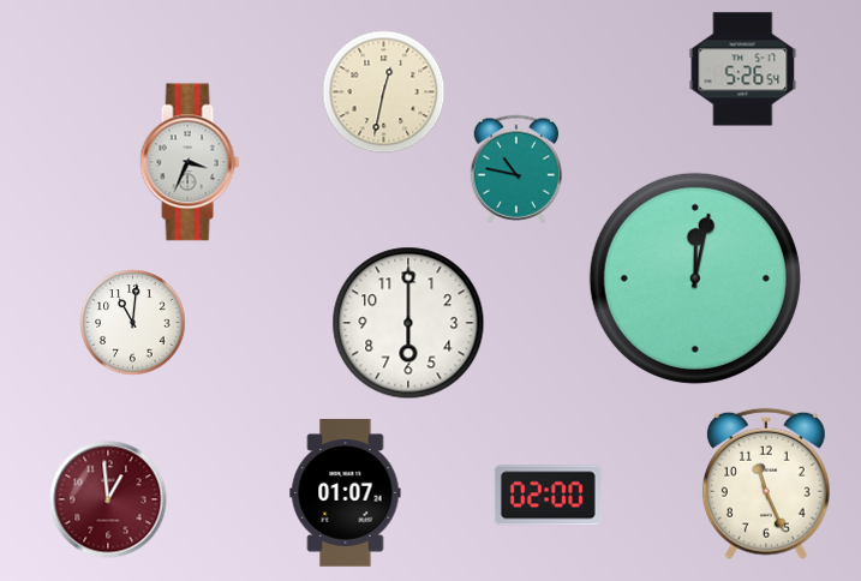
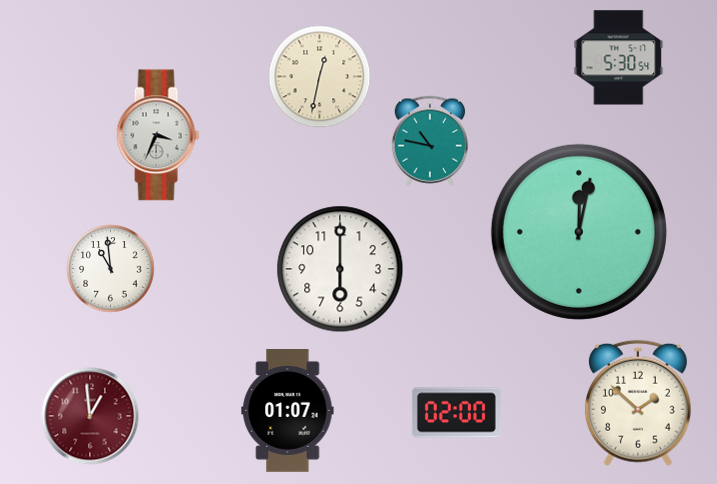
clock at (743, 70): 5:26 -> 5:30
clock at (133, 323): 11:01 -> 10:59
clock at (766, 484): 11:26 -> 1:52
